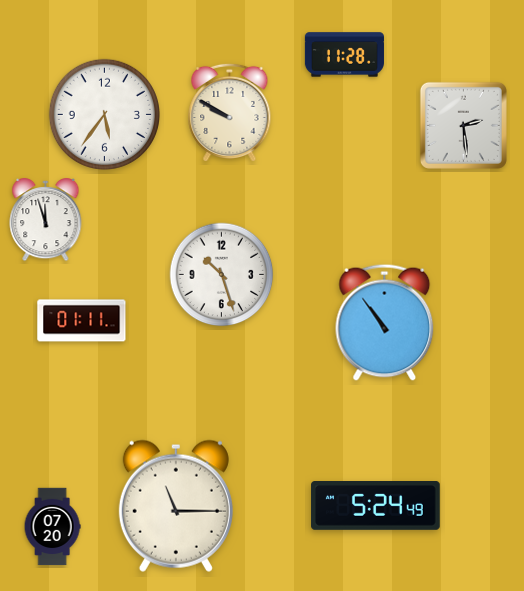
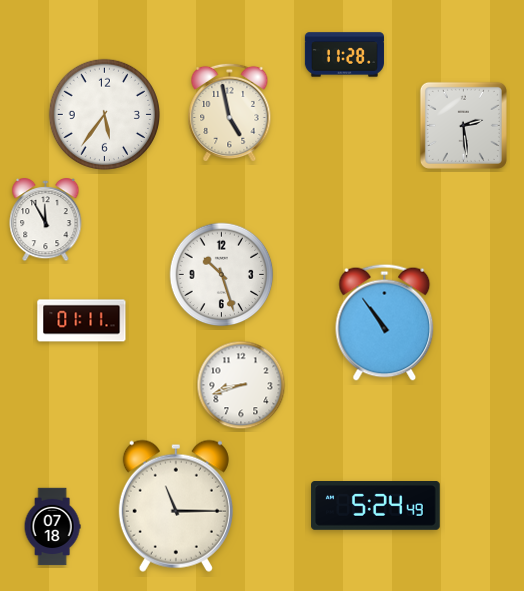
clock at (230, 112): 9:50 -> 4:58
clock at (46, 220): 11:57 -> 11:55
clock at (241, 385): none -> 8:42
clock at (52, 527): 07:20 -> 07:18
